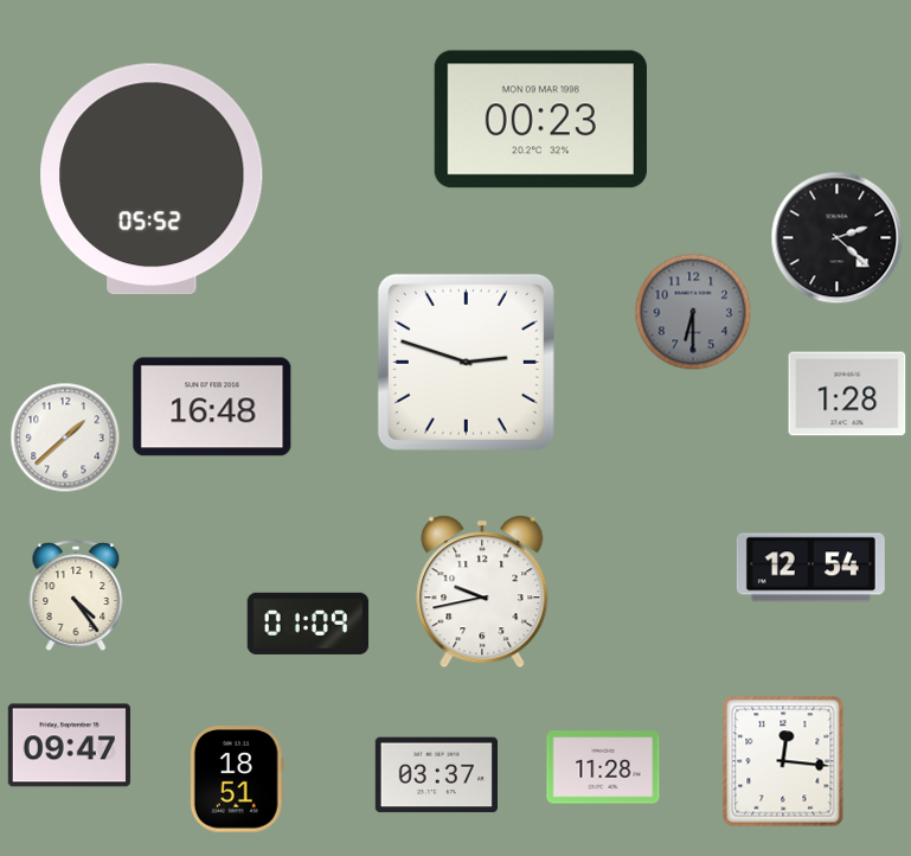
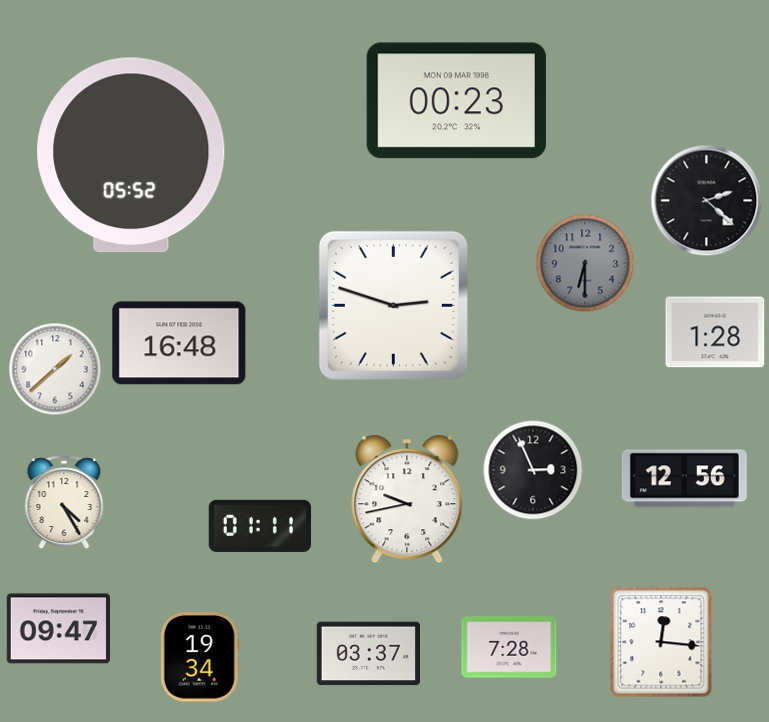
clock at (152, 179) position: (152, 179) -> (131, 155)
clock at (533, 470): none -> 2:56
clock at (810, 568): 12:54 -> 12:56
clock at (76, 595): 4:24 -> 4:25
clock at (308, 624): 01:09 -> 01:11
clock at (603, 767): 11:28 -> 7:28
clock at (237, 779): 18:51 -> 19:34
